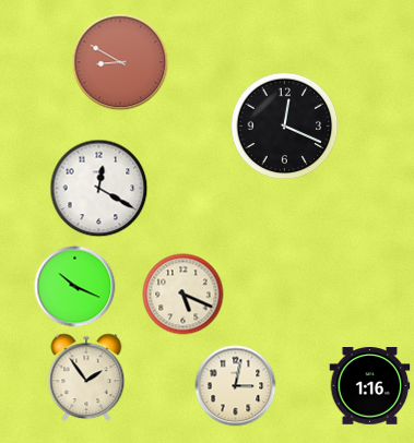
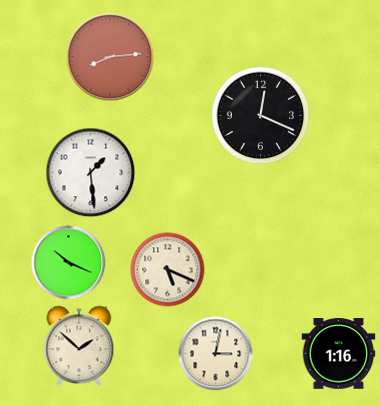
clock at (120, 62): 8:50 -> 8:14
clock at (99, 189): 12:20 -> 1:29
clock at (86, 378): 1:54 -> 1:52
